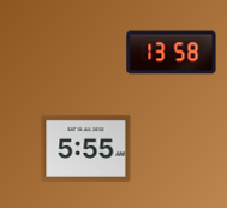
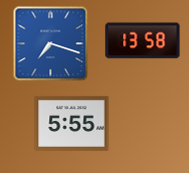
clock at (51, 44): none -> 7:18
clock at (172, 53) position: (172, 53) -> (143, 41)
